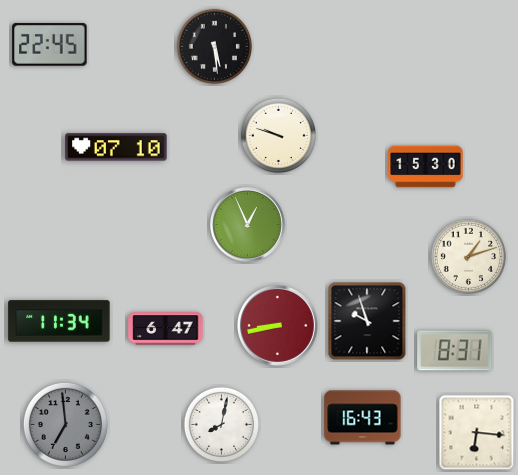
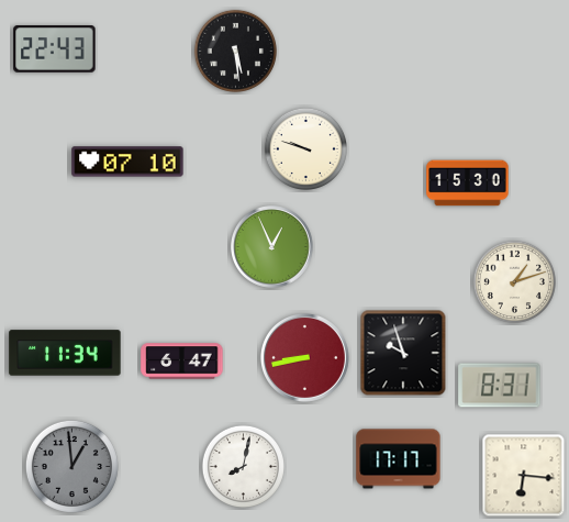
clock at (50, 45): 22:45 -> 22:43
clock at (363, 418): 16:43 -> 17:17
clock at (65, 424): 6:59 -> 12:59
